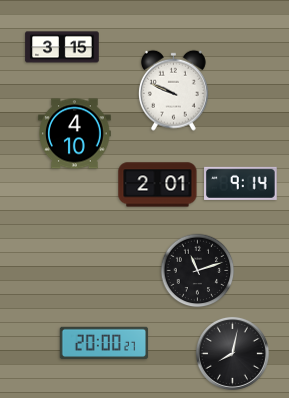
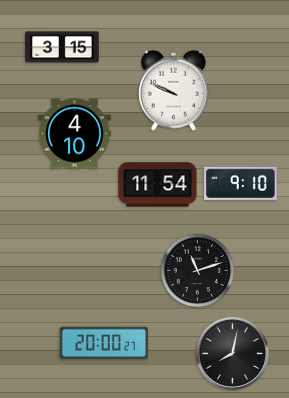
clock at (241, 183): 9:14 -> 9:10
clock at (158, 185): 2:01 -> 11:54
